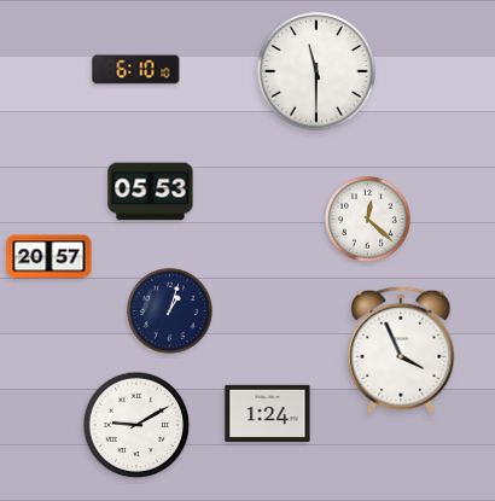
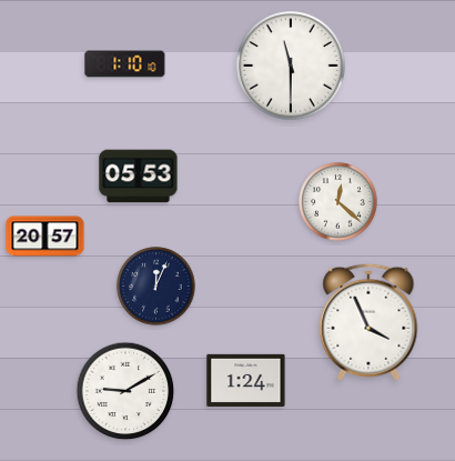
clock at (136, 70): 6:10 -> 1:10
clock at (170, 311): 1:03 -> 12:04
